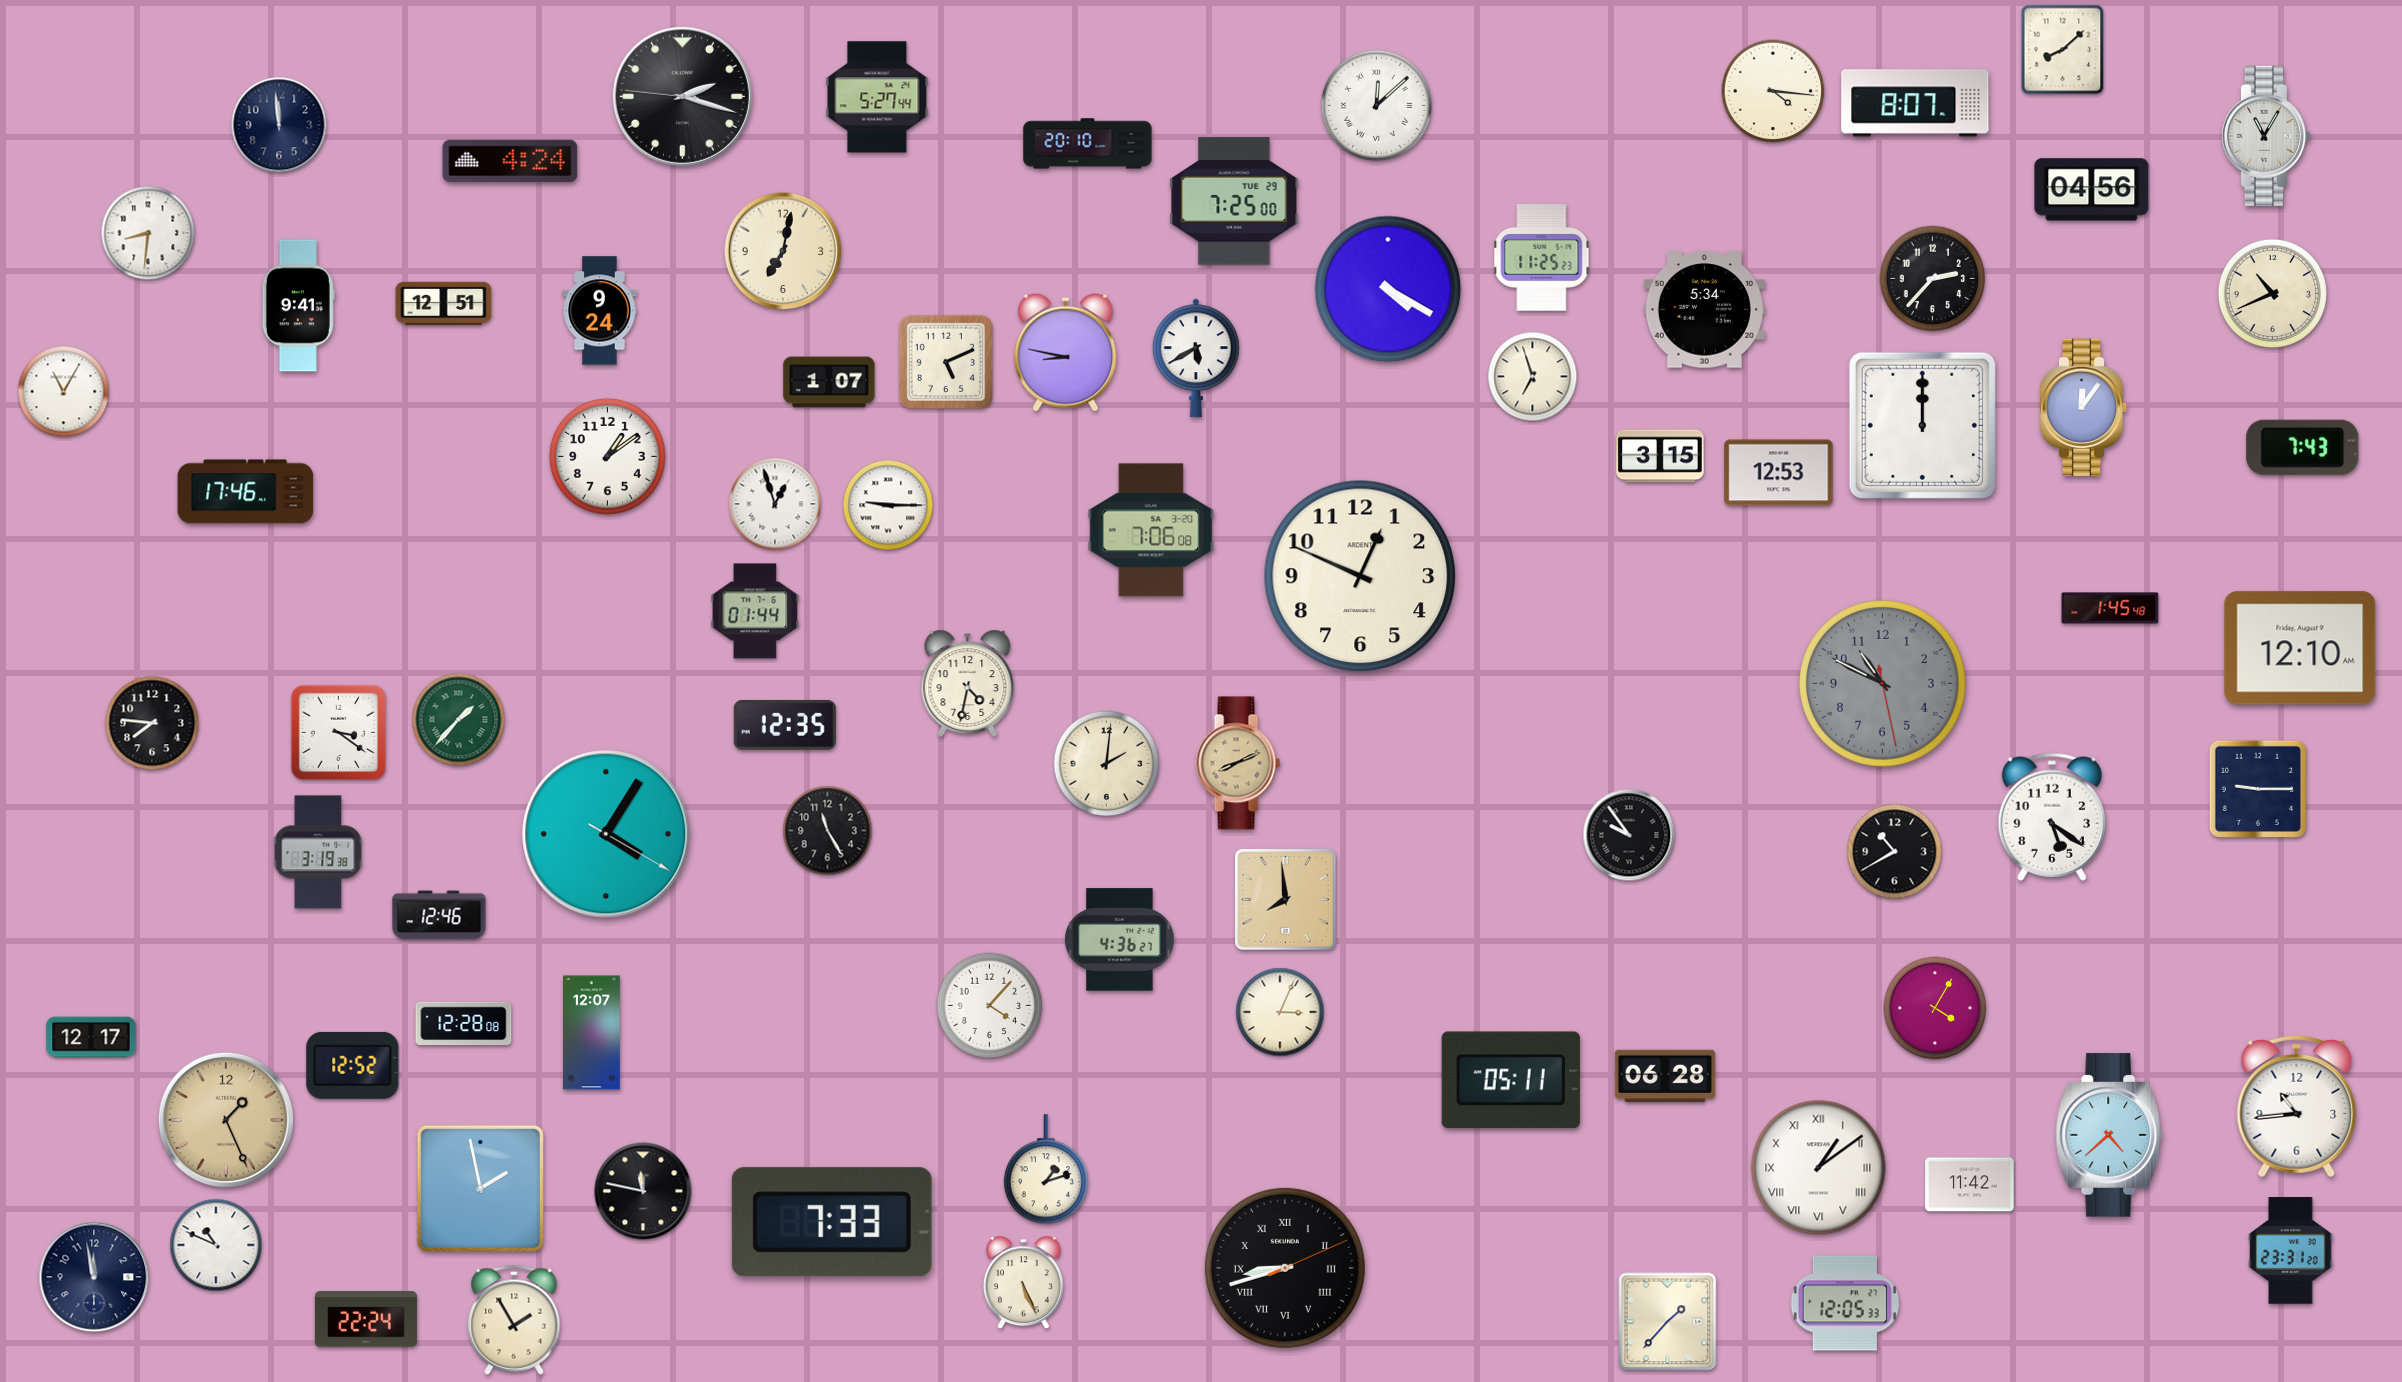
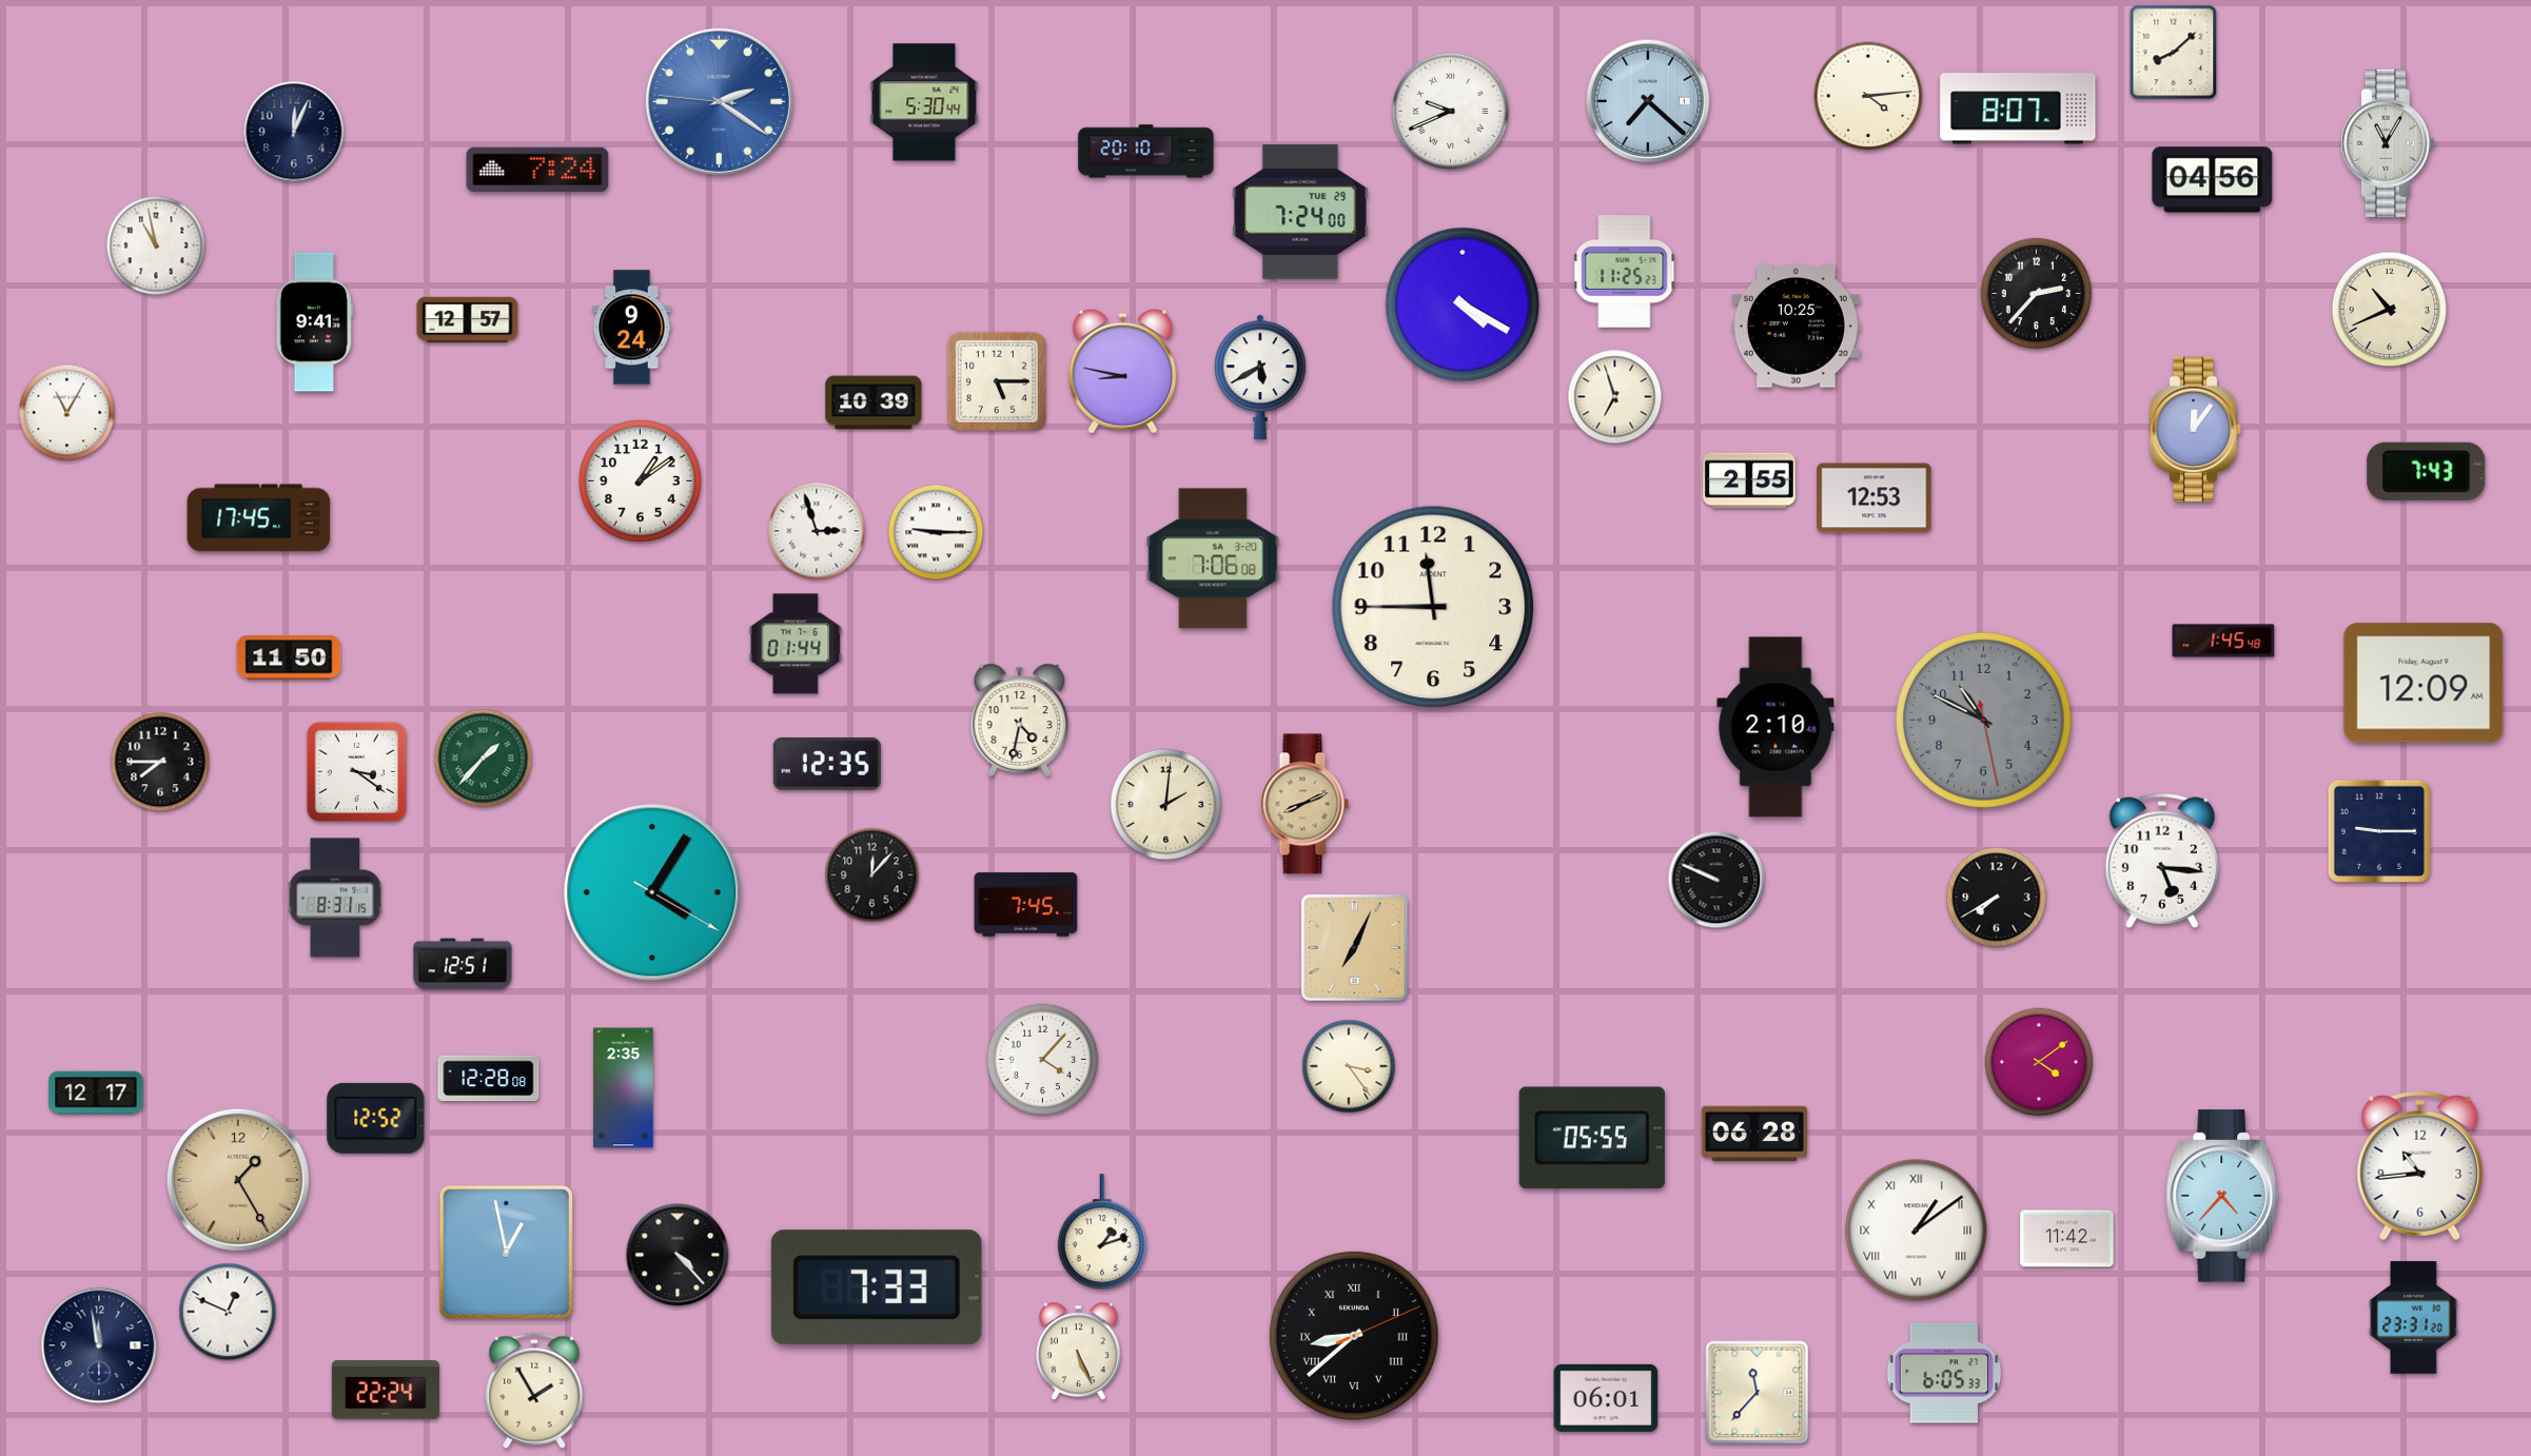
clock at (1773, 91): 4:16 -> 4:14
clock at (682, 96): 2:17 -> 2:20
clock at (682, 96) dial: black -> blue
clock at (1648, 101): none -> 7:22
clock at (877, 97): 5:27 -> 5:30
clock at (1376, 105): 12:08 -> 9:41
clock at (279, 125): 11:59 -> 12:04
clock at (510, 161): 4:24 -> 7:24
clock at (2092, 190) position: (2092, 190) -> (2213, 180)
clock at (1234, 201): 7:25 -> 7:24
clock at (148, 233): 8:31 -> 10:58
clock at (783, 251): 7:02 -> none
clock at (2272, 293) position: (2272, 293) -> (2389, 309)
clock at (444, 304): 12:51 -> 12:57
clock at (1704, 310): 5:34 -> 10:25
clock at (946, 362): 5:11 -> 5:15
clock at (829, 382): 1:07 -> 10:39
clock at (1922, 425): 12:00 -> none
clock at (1660, 456): 3:15 -> 2:55
clock at (246, 492): 17:46 -> 17:45
clock at (775, 504): 12:57 -> 2:57
clock at (1360, 576): 12:49 -> 11:45
clock at (289, 657): none -> 11:50
clock at (2300, 648): 12:10 -> 12:09
clock at (1775, 727): none -> 2:10
clock at (152, 723): 7:46 -> 7:45
clock at (2052, 817): 5:21 -> 5:16
clock at (828, 831): 11:25 -> 12:07
clock at (606, 834) position: (606, 834) -> (652, 892)
clock at (1629, 835): 9:54 -> 9:49
clock at (318, 852): 3:19 -> 8:31
clock at (1895, 852): 10:40 -> 7:40
clock at (1026, 905): none -> 7:45
clock at (1286, 900): 7:59 -> 7:04
clock at (439, 915): 12:46 -> 12:51
clock at (1120, 940): 4:36 -> none
clock at (1935, 1008): 4:05 -> 4:09
clock at (1280, 1012): 3:04 -> 3:24
clock at (592, 1033): 12:07 -> 2:35
clock at (353, 1065) position: (353, 1065) -> (376, 1118)
clock at (1511, 1080): 05:11 -> 05:55
clock at (226, 1120): 1:26 -> 1:25
clock at (2109, 1135): 4:38 -> 4:37
clock at (1970, 1185) position: (1970, 1185) -> (2067, 1239)
clock at (480, 1188): 1:58 -> 12:58
clock at (643, 1191): 11:47 -> 4:23
clock at (216, 1245): 10:49 -> 12:49
clock at (1285, 1268): 8:42 -> 8:38
clock at (1845, 1303): 12:05 -> 6:05
clock at (514, 1320) position: (514, 1320) -> (534, 1391)
clock at (1668, 1322): 1:37 -> 11:37
clock at (1606, 1398): none -> 06:01
